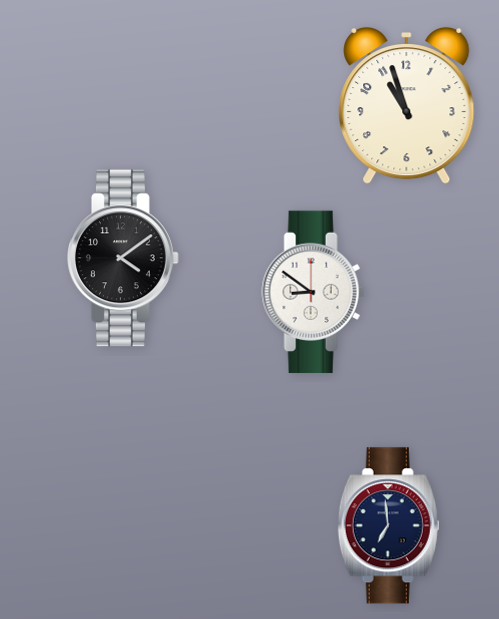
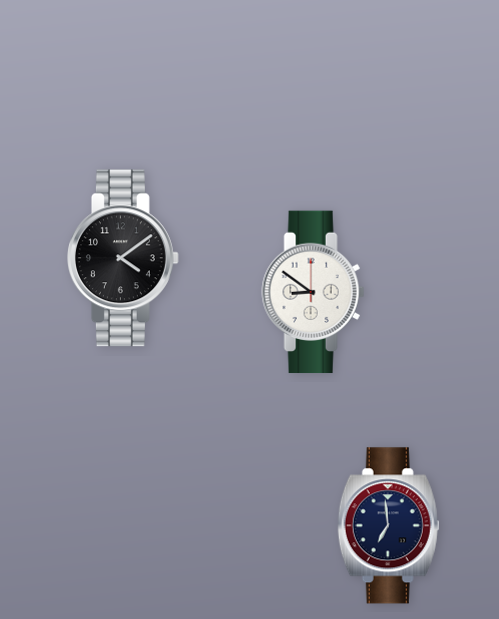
clock at (407, 106): 10:57 -> none
